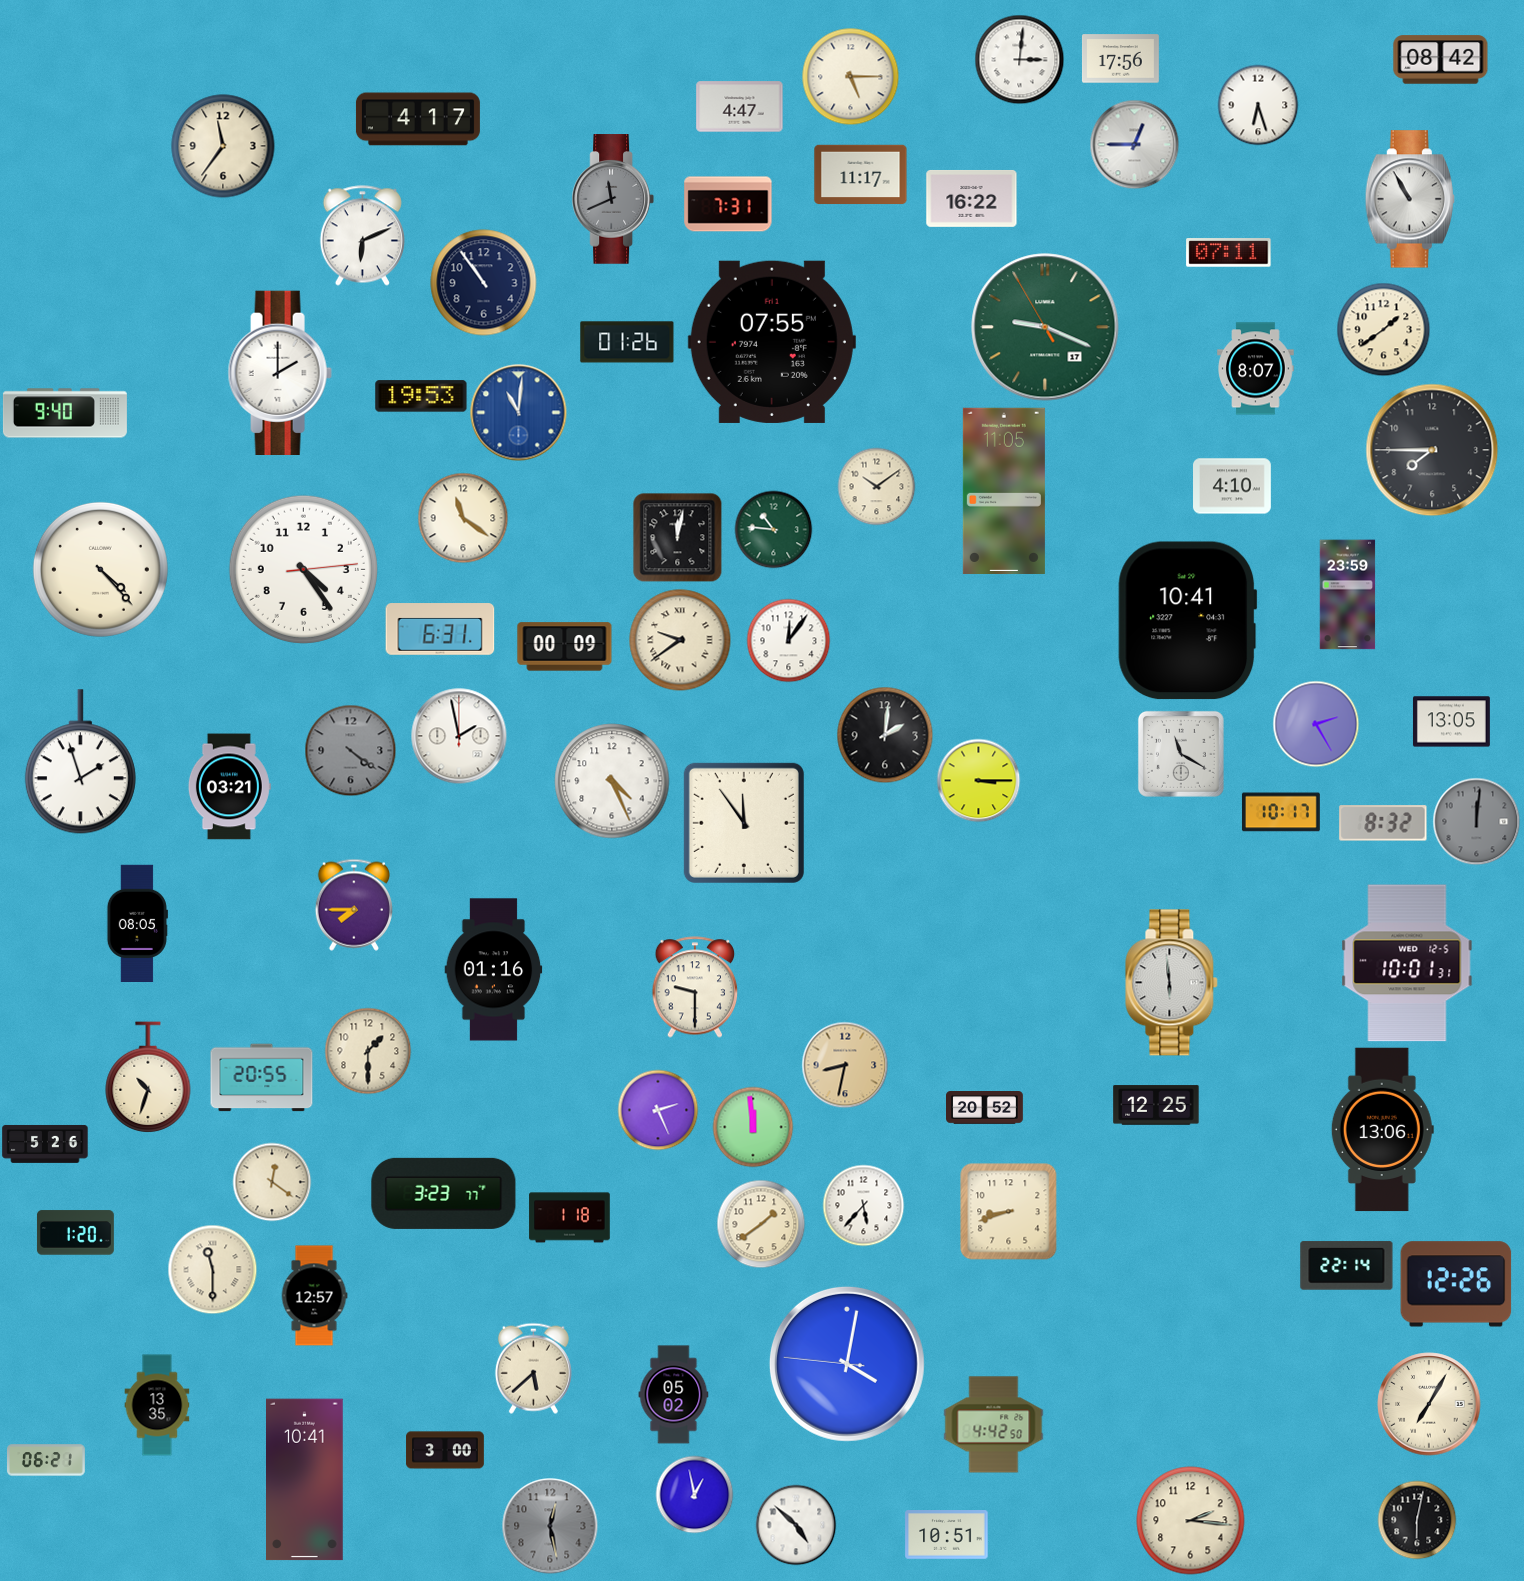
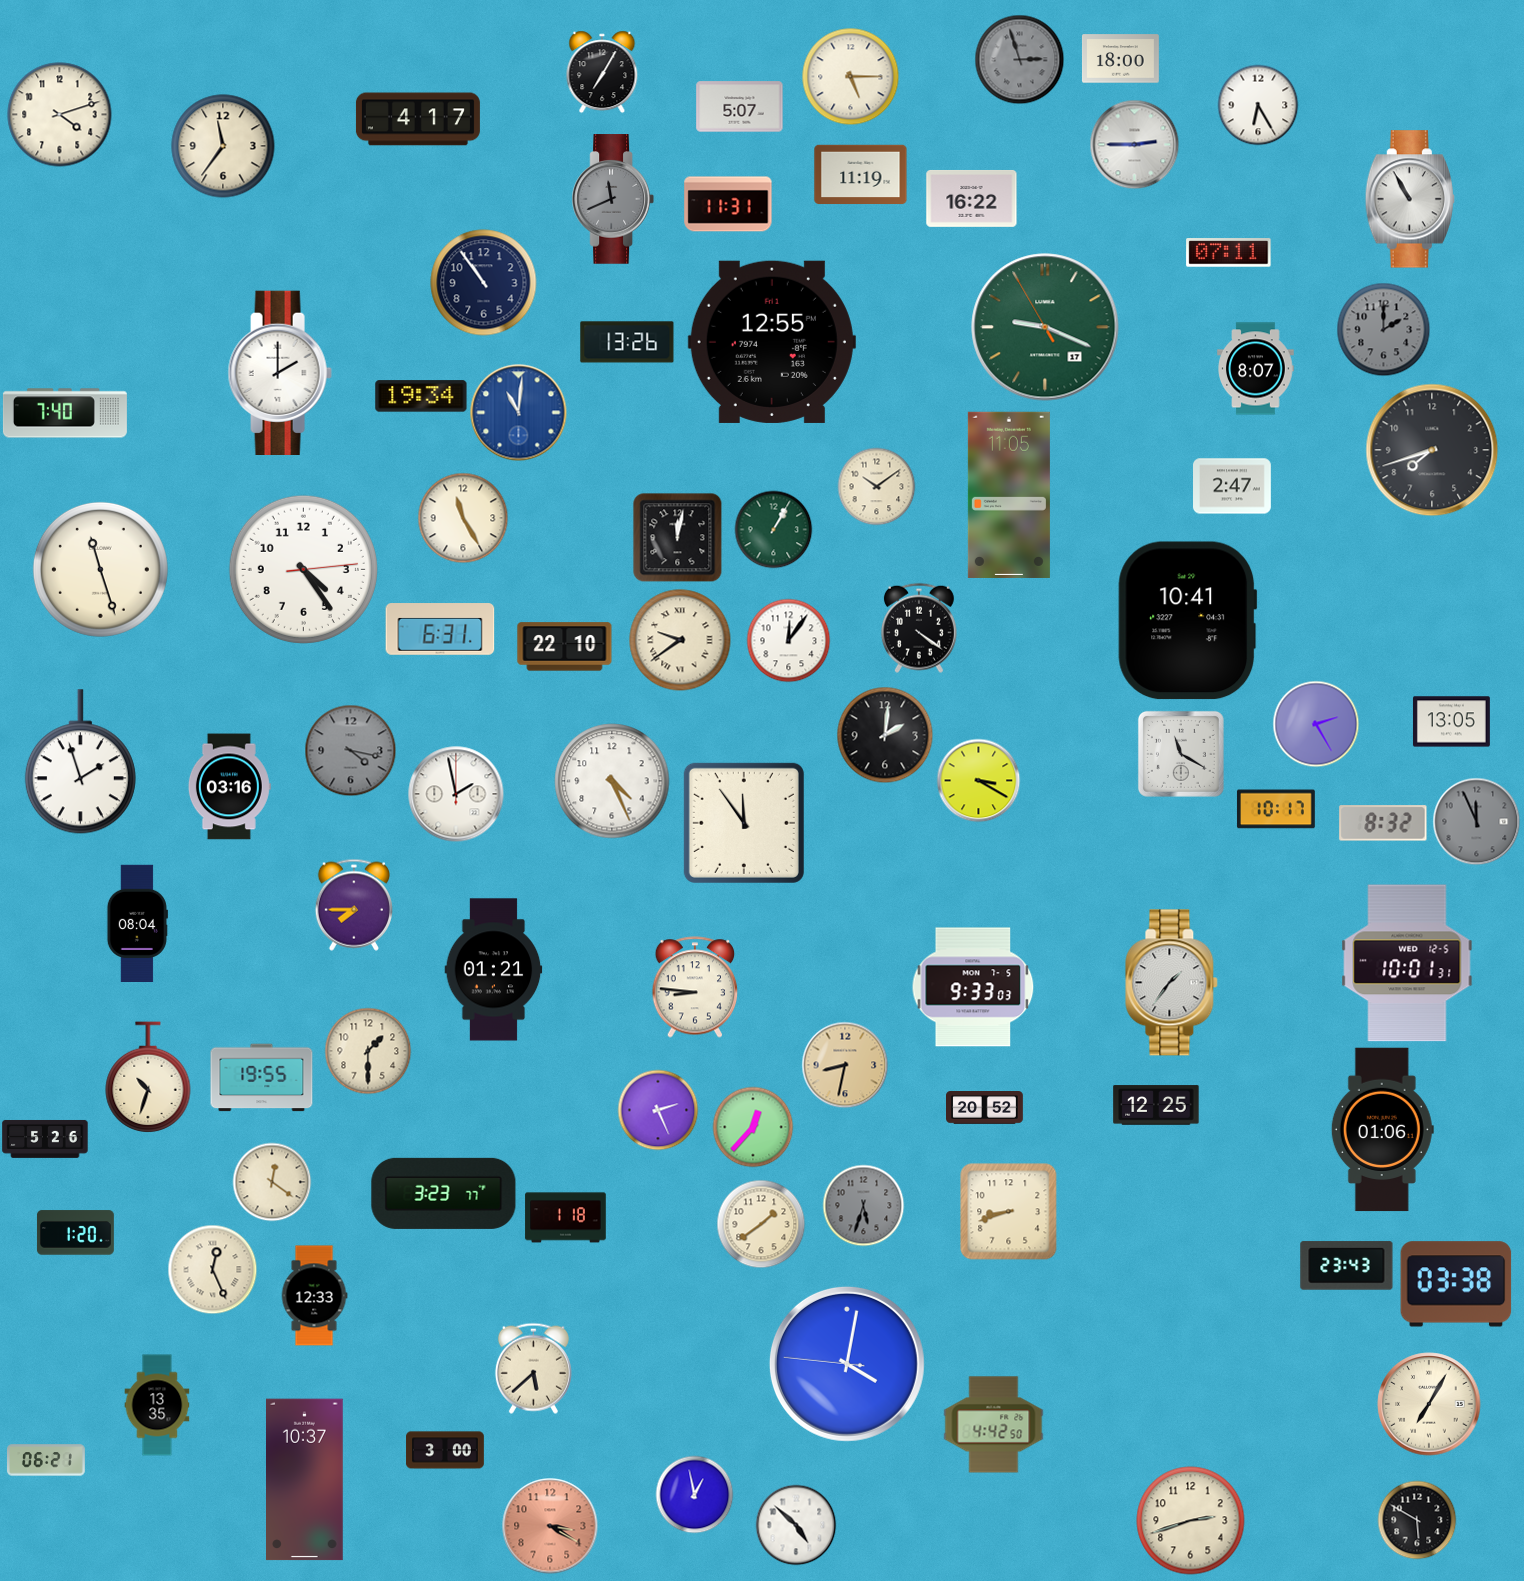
clock at (1019, 59): 3:01 -> 2:57
clock at (1019, 59) dial: white -> grey
clock at (1121, 59): 17:56 -> 18:00
clock at (1441, 60): 08:42 -> none
clock at (602, 72): none -> 7:05
clock at (1258, 105): 6:27 -> 6:25
clock at (740, 107): 4:47 -> 5:07
clock at (60, 115): none -> 4:12
clock at (1134, 144): 12:45 -> 2:45
clock at (861, 175): 11:17 -> 11:19
clock at (728, 204): 7:31 -> 11:31
clock at (362, 236): 6:11 -> none
clock at (1383, 329): 1:39 -> 2:00
clock at (1383, 329) dial: cream -> grey
clock at (627, 342): 01:26 -> 13:26
clock at (772, 342): 07:55 -> 12:55
clock at (421, 396): 19:53 -> 19:34
clock at (65, 413): 9:40 -> 7:40
clock at (1432, 450): 7:45 -> 7:42
clock at (1233, 486): 4:10 -> 2:47
clock at (1004, 491) position: (1004, 491) -> (1009, 495)
clock at (463, 518): 11:21 -> 11:25
clock at (773, 529): 10:46 -> 1:05
clock at (100, 569): 4:23 -> 11:27
clock at (1348, 595): 23:59 -> none
clock at (919, 628): none -> 4:21
clock at (565, 647): 00:09 -> 22:10
clock at (459, 736) position: (459, 736) -> (456, 794)
clock at (350, 750): 4:21 -> 4:17
clock at (978, 780): 3:15 -> 3:20
clock at (229, 787): 03:21 -> 03:16
clock at (1281, 812) position: (1281, 812) -> (1276, 809)
clock at (1476, 821): 12:01 -> 11:56
clock at (137, 923): 08:05 -> 08:04
clock at (494, 970): 01:16 -> 01:21
clock at (1172, 983): 5:59 -> 1:36
clock at (695, 987): 9:30 -> 8:46
clock at (973, 987): none -> 9:33
clock at (262, 1078): 20:55 -> 19:55
clock at (753, 1127): 11:59 -> 12:37
clock at (1382, 1130): 13:06 -> 01:06
clock at (45, 1144) position: (45, 1144) -> (45, 1139)
clock at (863, 1205): 5:37 -> 5:33
clock at (863, 1205) dial: white -> grey
clock at (570, 1218) position: (570, 1218) -> (566, 1218)
clock at (1347, 1266): 22:14 -> 23:43
clock at (212, 1269): 11:30 -> 12:26
clock at (1456, 1284): 12:26 -> 03:38
clock at (314, 1296): 12:57 -> 12:33
clock at (674, 1395): 05:02 -> none
clock at (305, 1480): 10:41 -> 10:37
clock at (1417, 1520): 6:02 -> 5:50
clock at (1191, 1521): 2:16 -> 2:42
clock at (550, 1526): 12:28 -> 3:20
clock at (550, 1526) dial: grey -> salmon
clock at (947, 1535): 10:51 -> none
